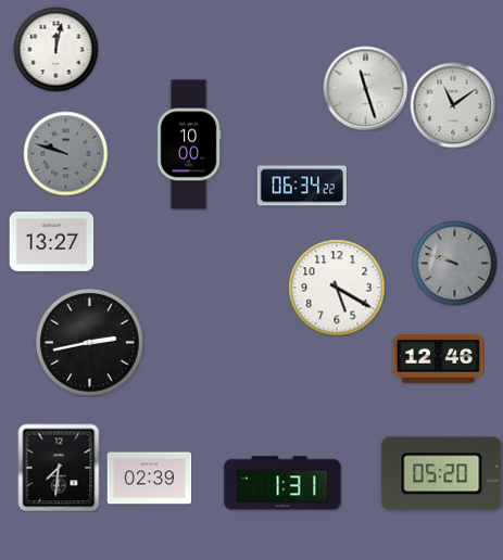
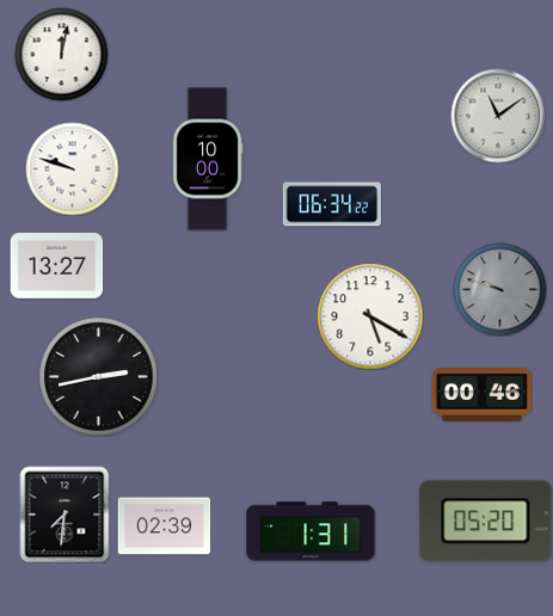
clock at (365, 88): 11:27 -> none
clock at (65, 153) dial: grey -> white
clock at (438, 359): 12:46 -> 00:46
